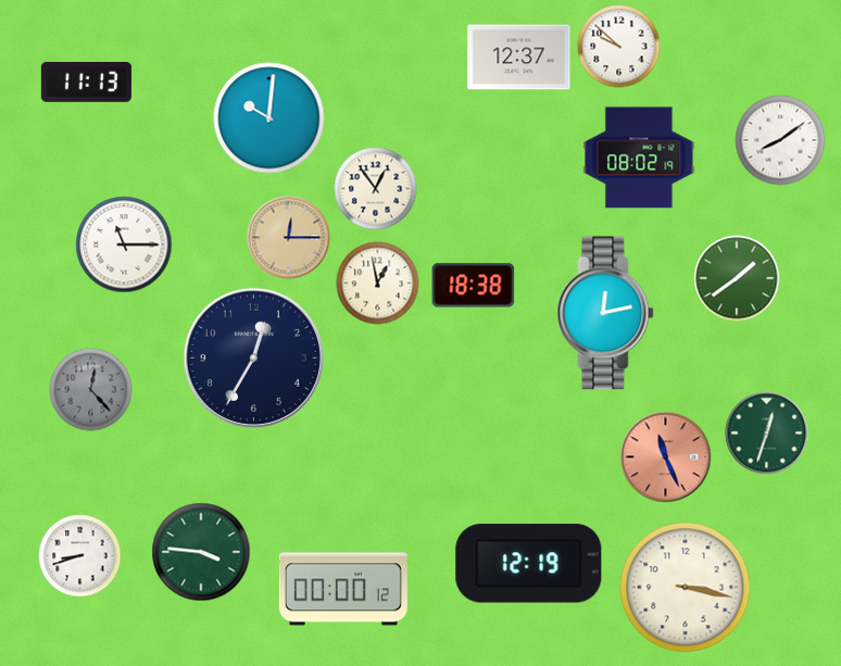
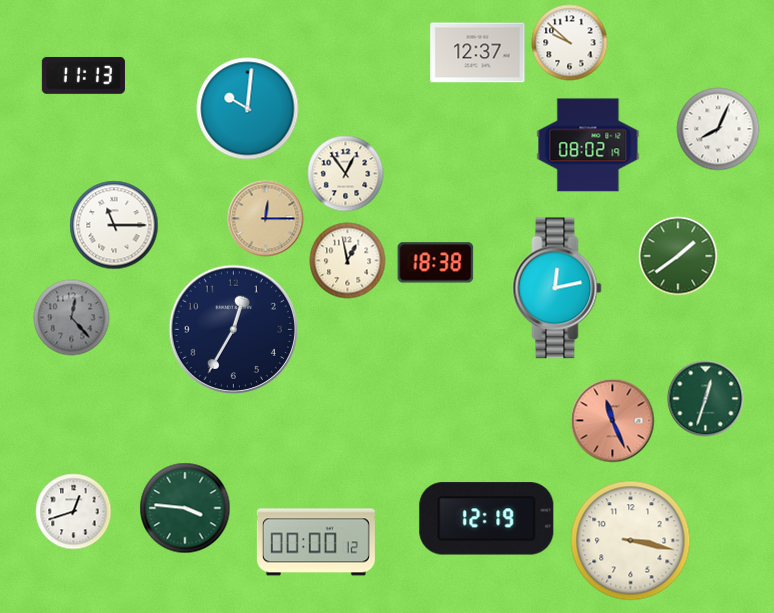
clock at (86, 81) position: (86, 81) -> (83, 75)
clock at (780, 140): 8:09 -> 8:04
clock at (91, 390) position: (91, 390) -> (72, 318)
clock at (80, 556): 8:42 -> 12:42
